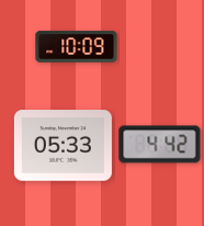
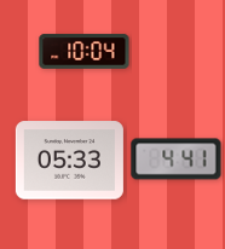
clock at (77, 47): 10:09 -> 10:04
clock at (160, 145): 4:42 -> 4:41
